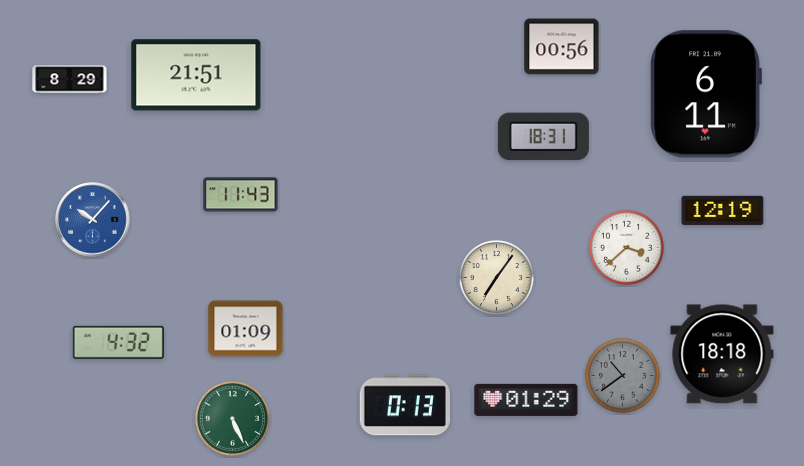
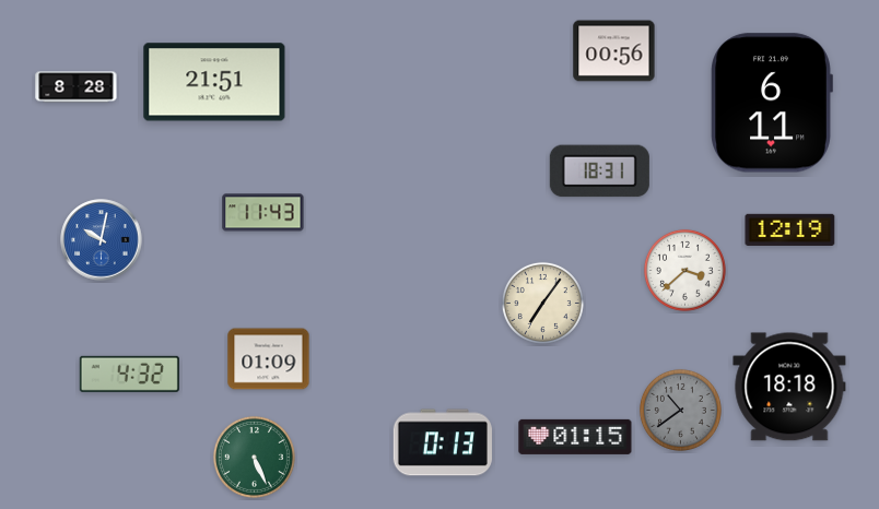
clock at (70, 80): 8:29 -> 8:28
clock at (543, 137) position: (543, 137) -> (599, 171)
clock at (93, 220): 10:07 -> 10:02
clock at (526, 400): 01:29 -> 01:15
